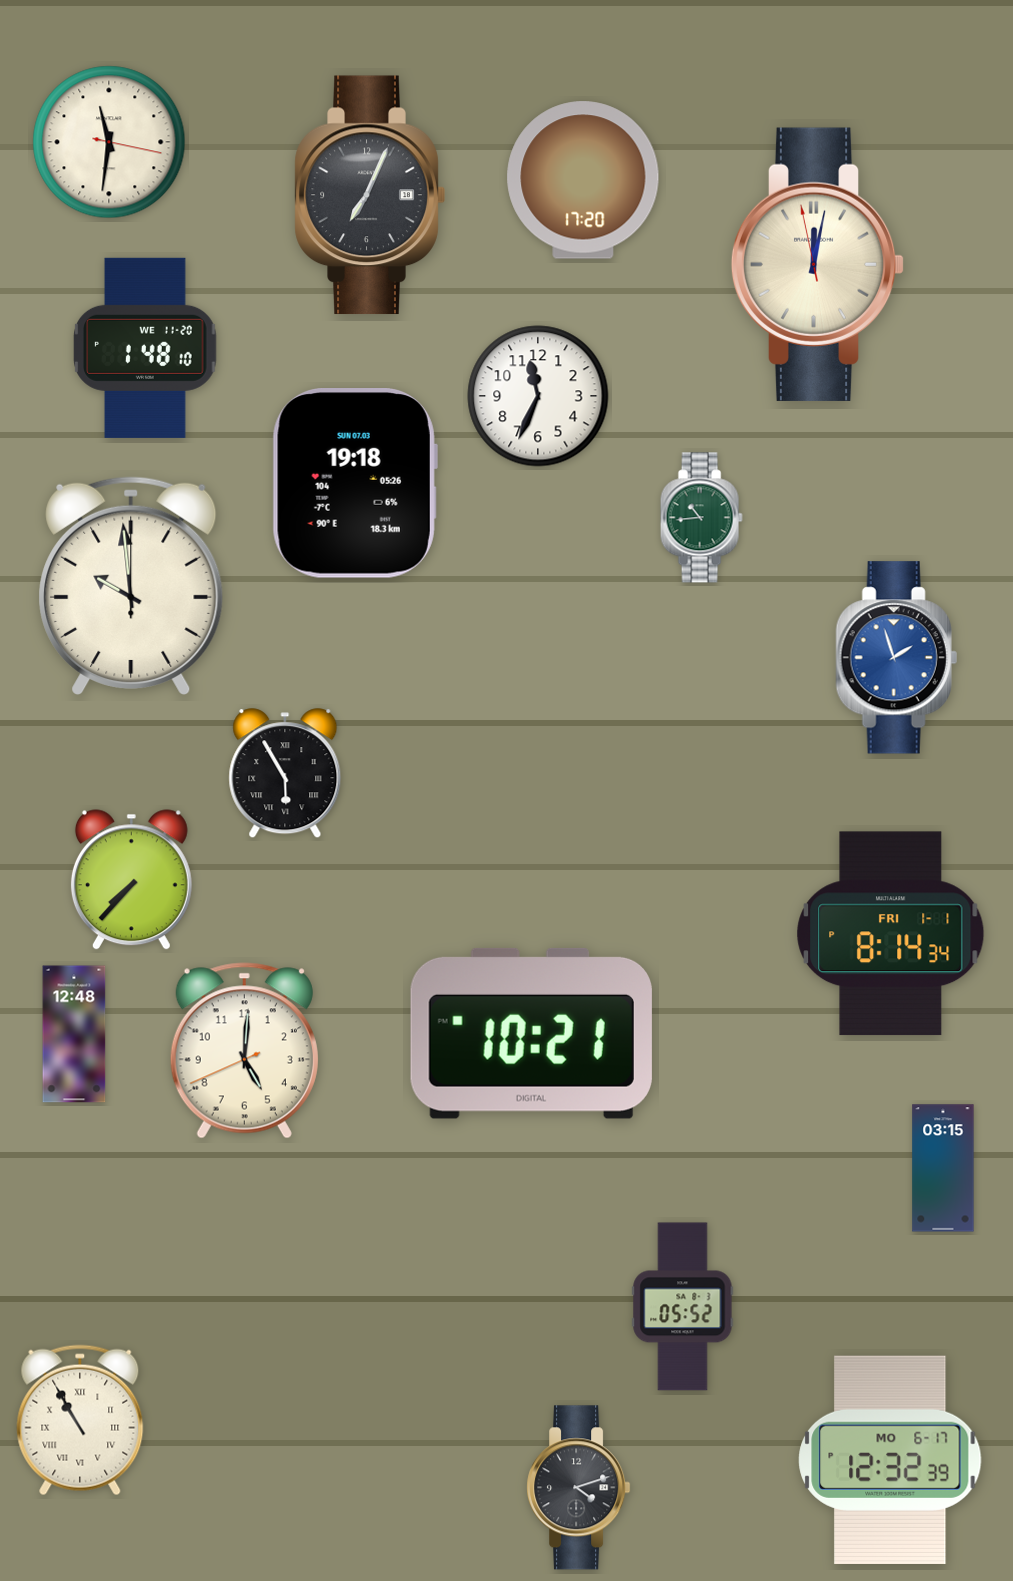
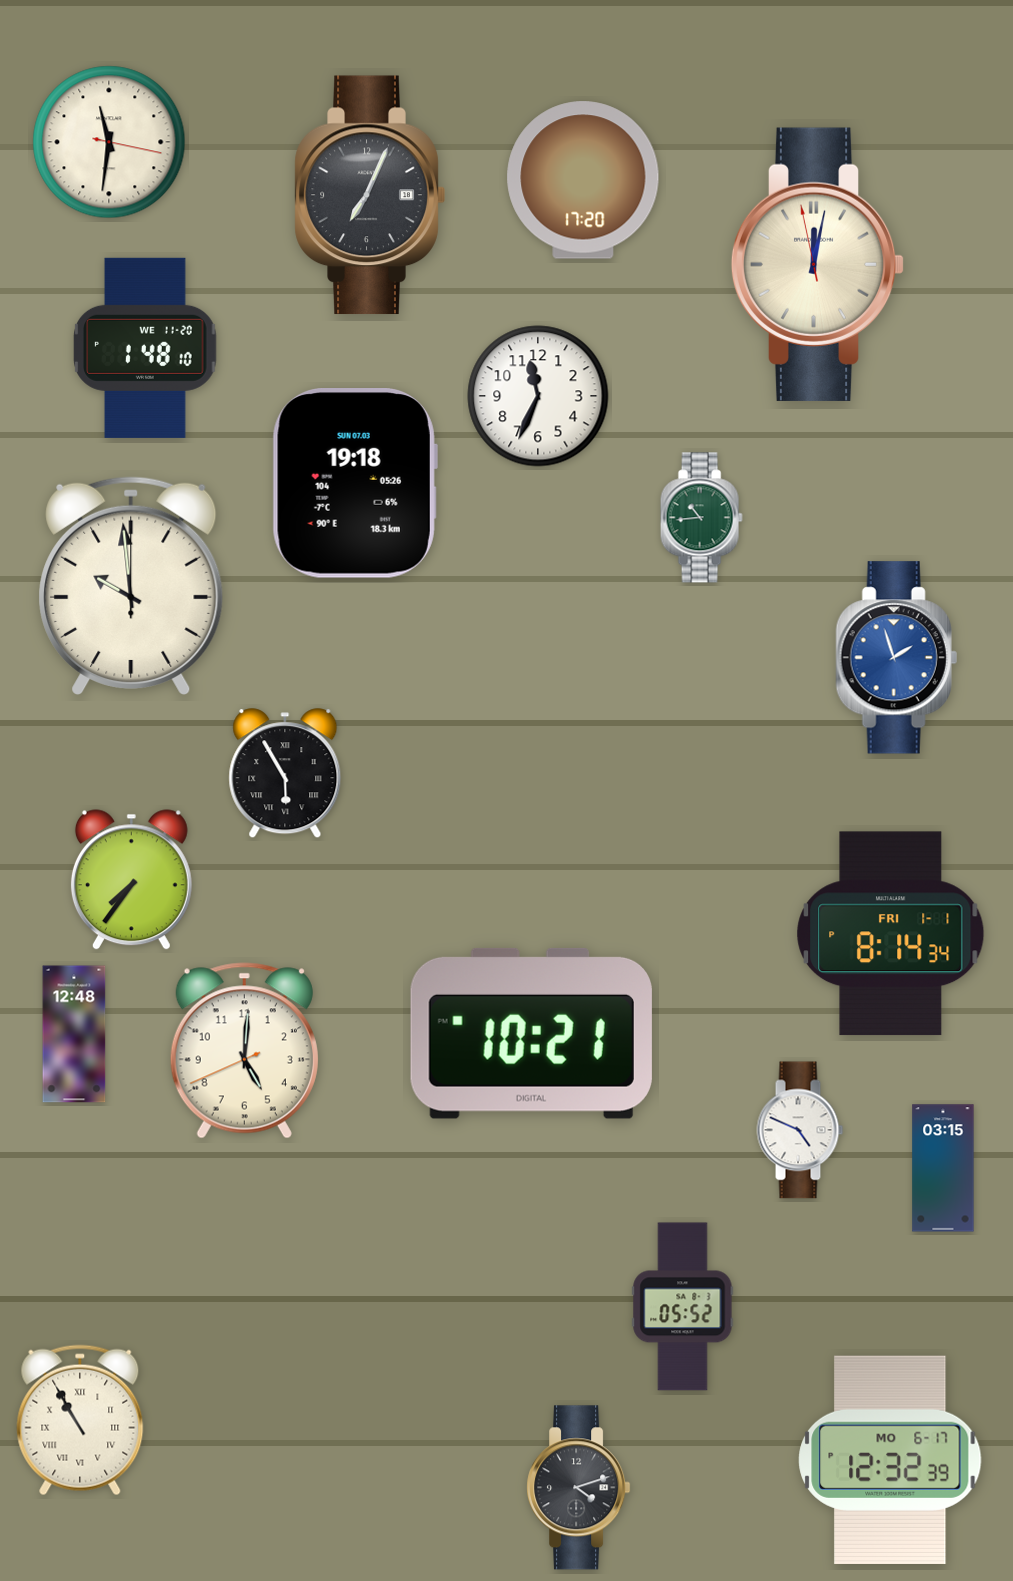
clock at (131, 880): 7:37 -> 7:36
clock at (800, 1130): none -> 4:49
